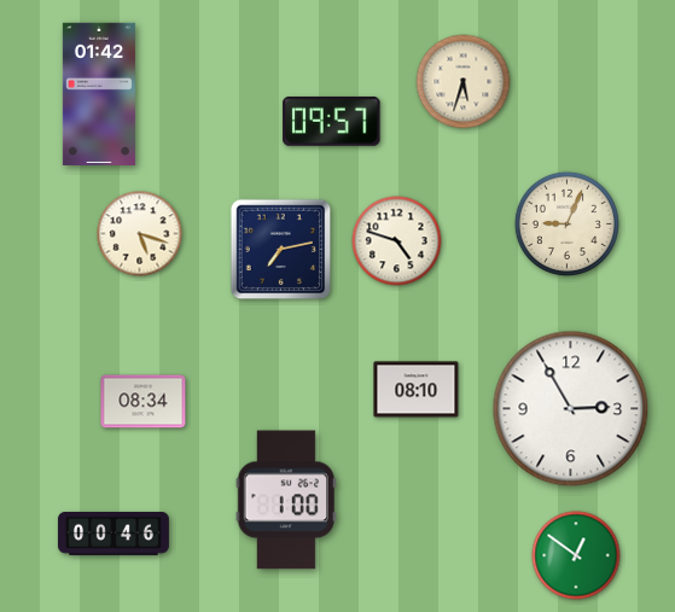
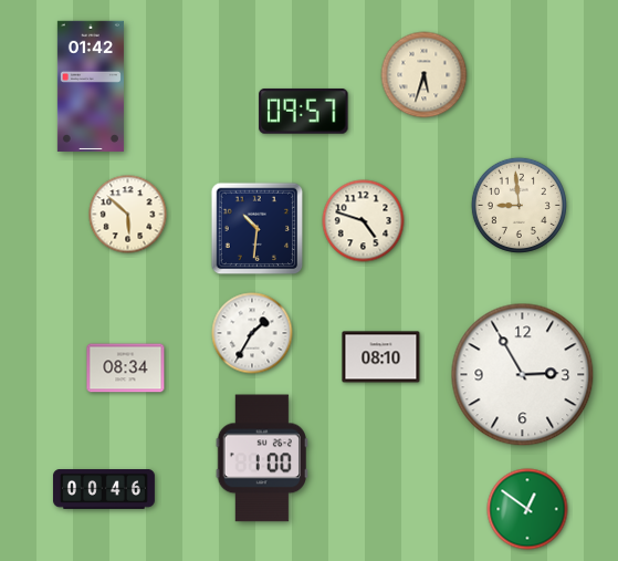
clock at (566, 223): 9:04 -> 8:59
clock at (140, 234): 5:18 -> 5:52
clock at (281, 250): 7:13 -> 10:31
clock at (252, 333): none -> 1:35
clock at (144, 402) position: (144, 402) -> (126, 368)
